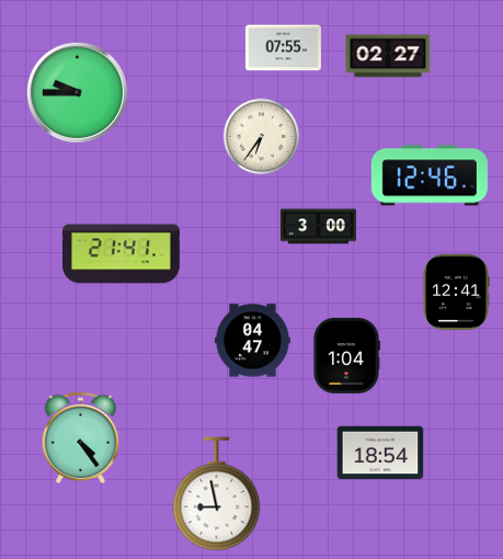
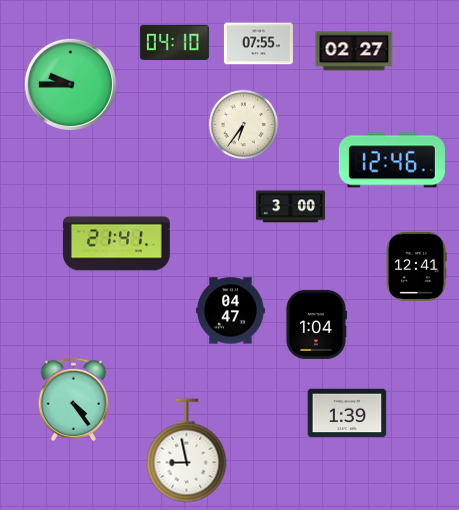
clock at (174, 42): none -> 04:10
clock at (262, 137) position: (262, 137) -> (244, 125)
clock at (121, 254) position: (121, 254) -> (116, 244)
clock at (380, 453): 18:54 -> 1:39
clock at (217, 494) position: (217, 494) -> (187, 451)
